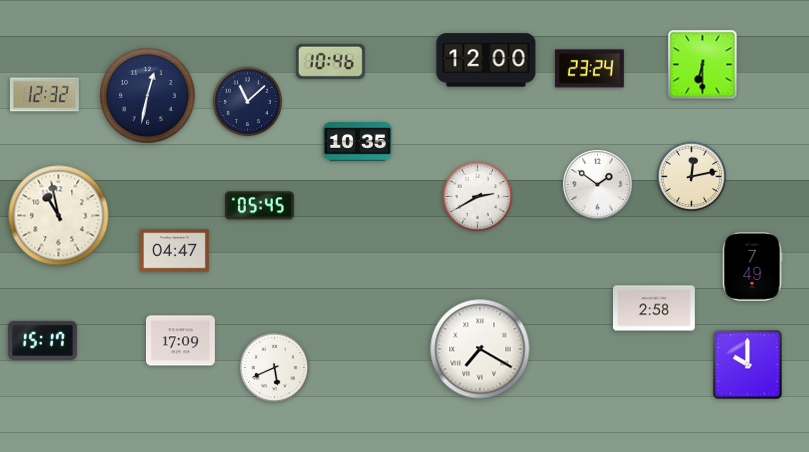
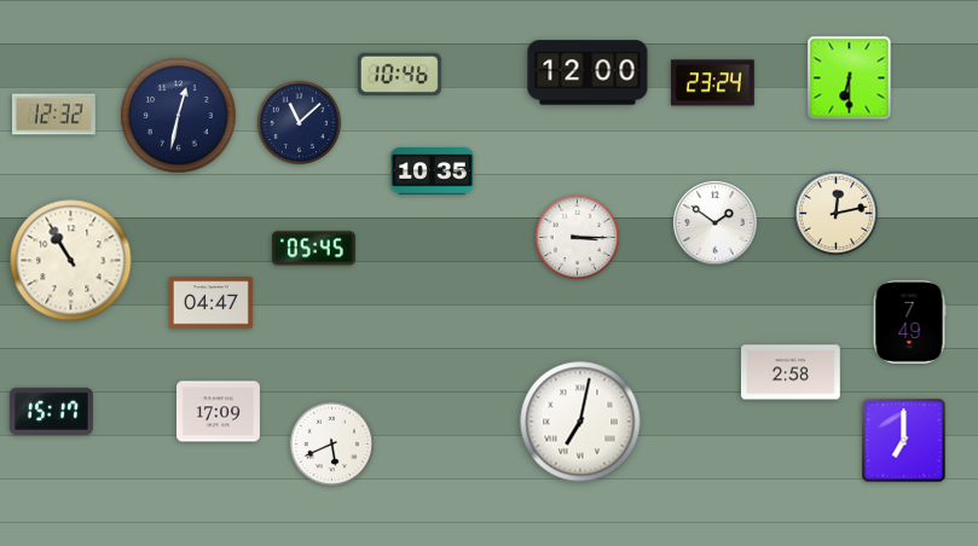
clock at (598, 185) position: (598, 185) -> (716, 223)
clock at (478, 197): 2:40 -> 3:15
clock at (59, 216): 10:58 -> 10:55
clock at (480, 349): 7:20 -> 7:02
clock at (748, 365): 10:00 -> 7:00
